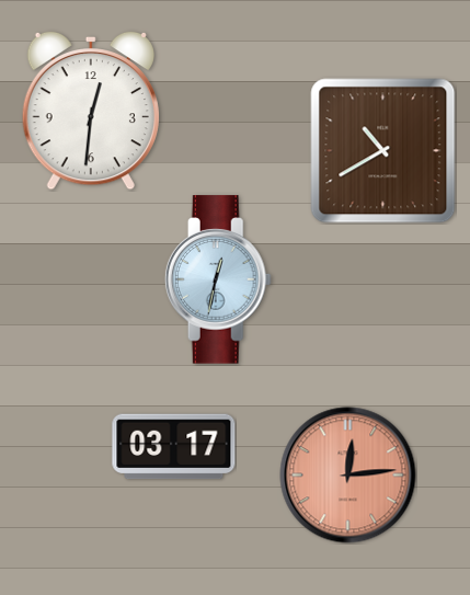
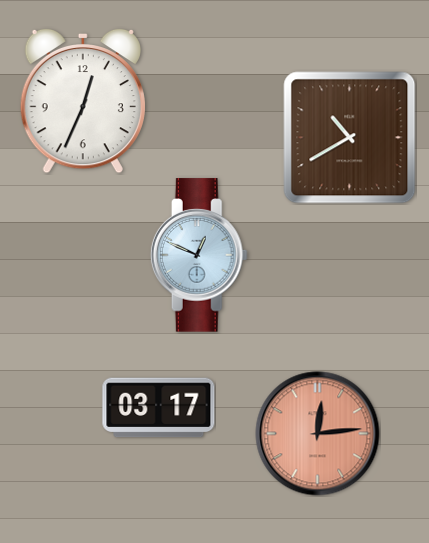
clock at (91, 111): 12:31 -> 12:34
clock at (218, 279): 12:32 -> 12:49
